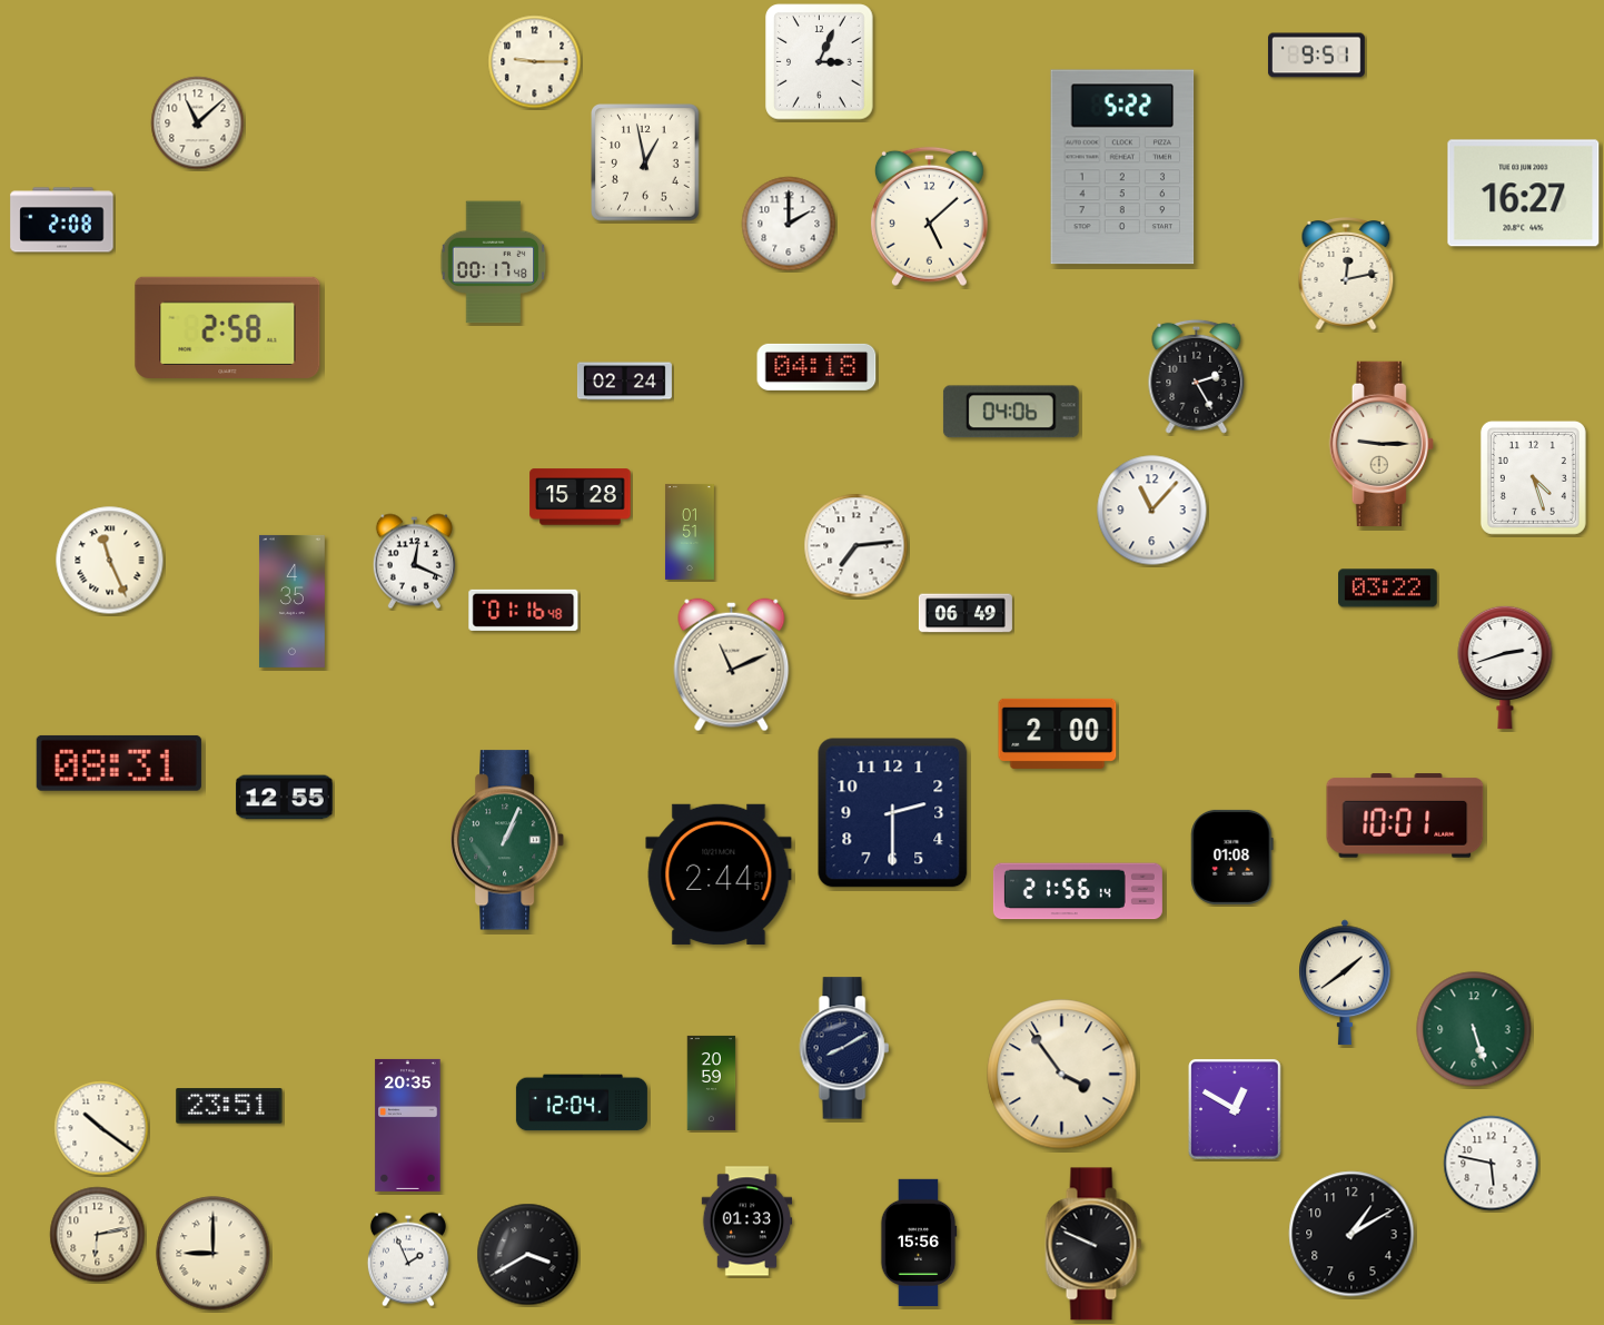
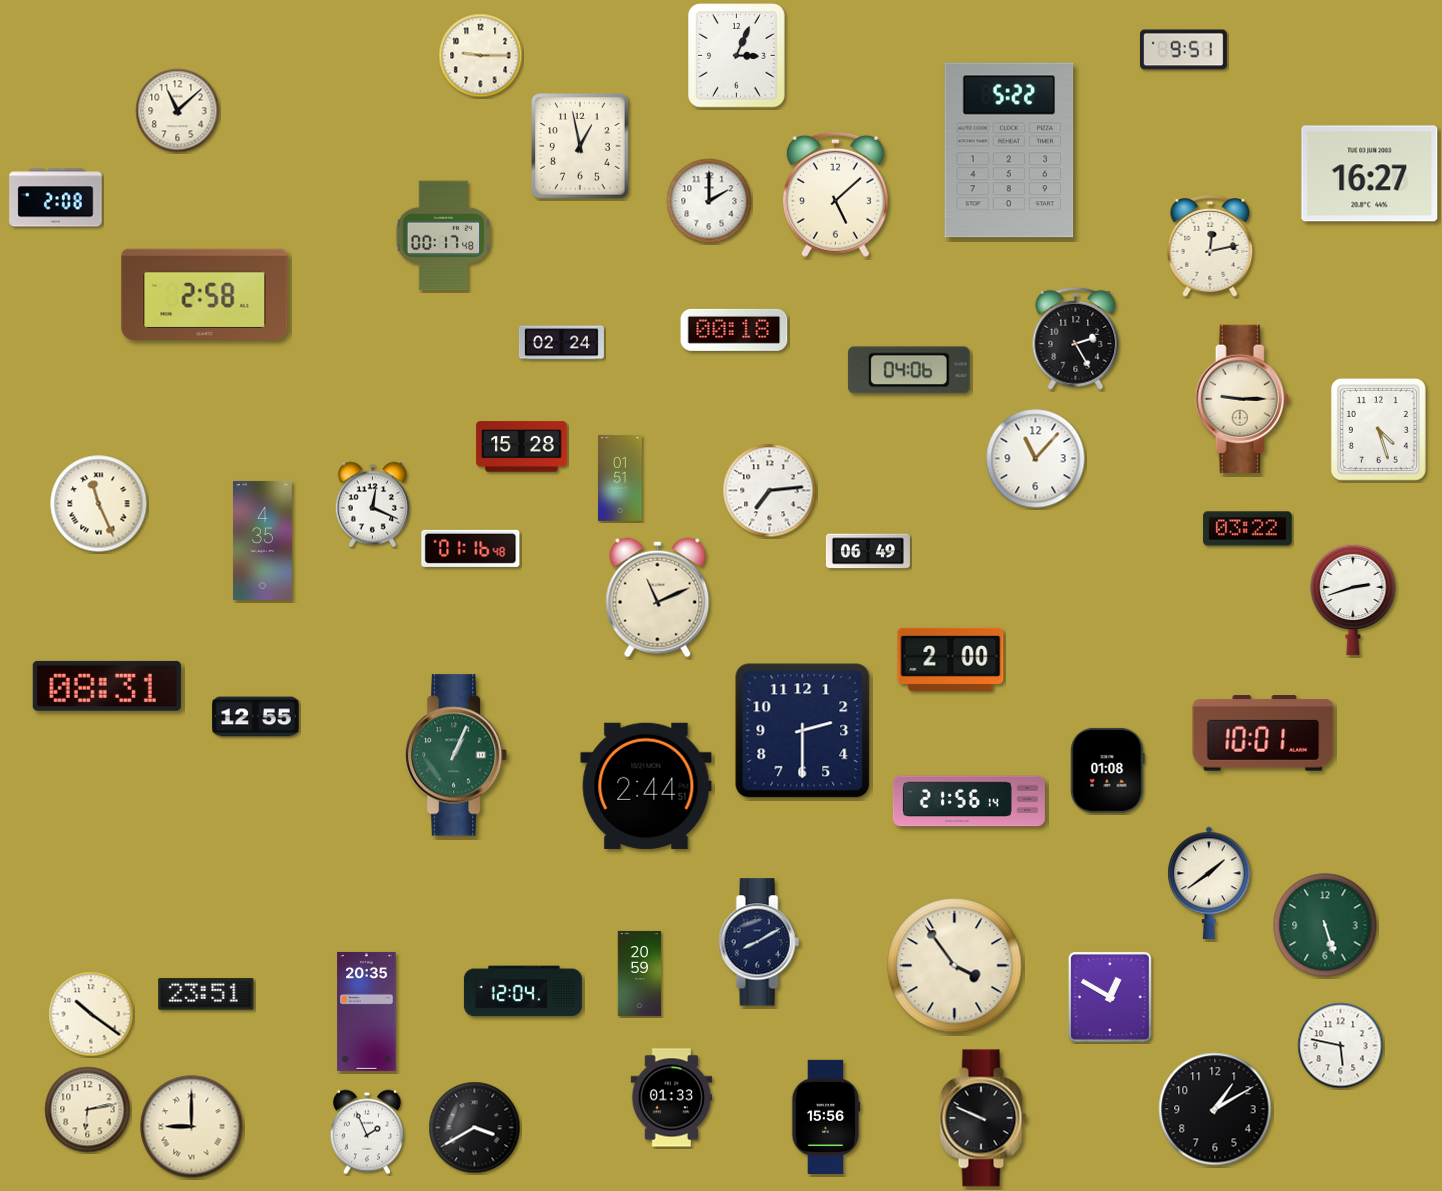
clock at (816, 367): 04:18 -> 00:18
